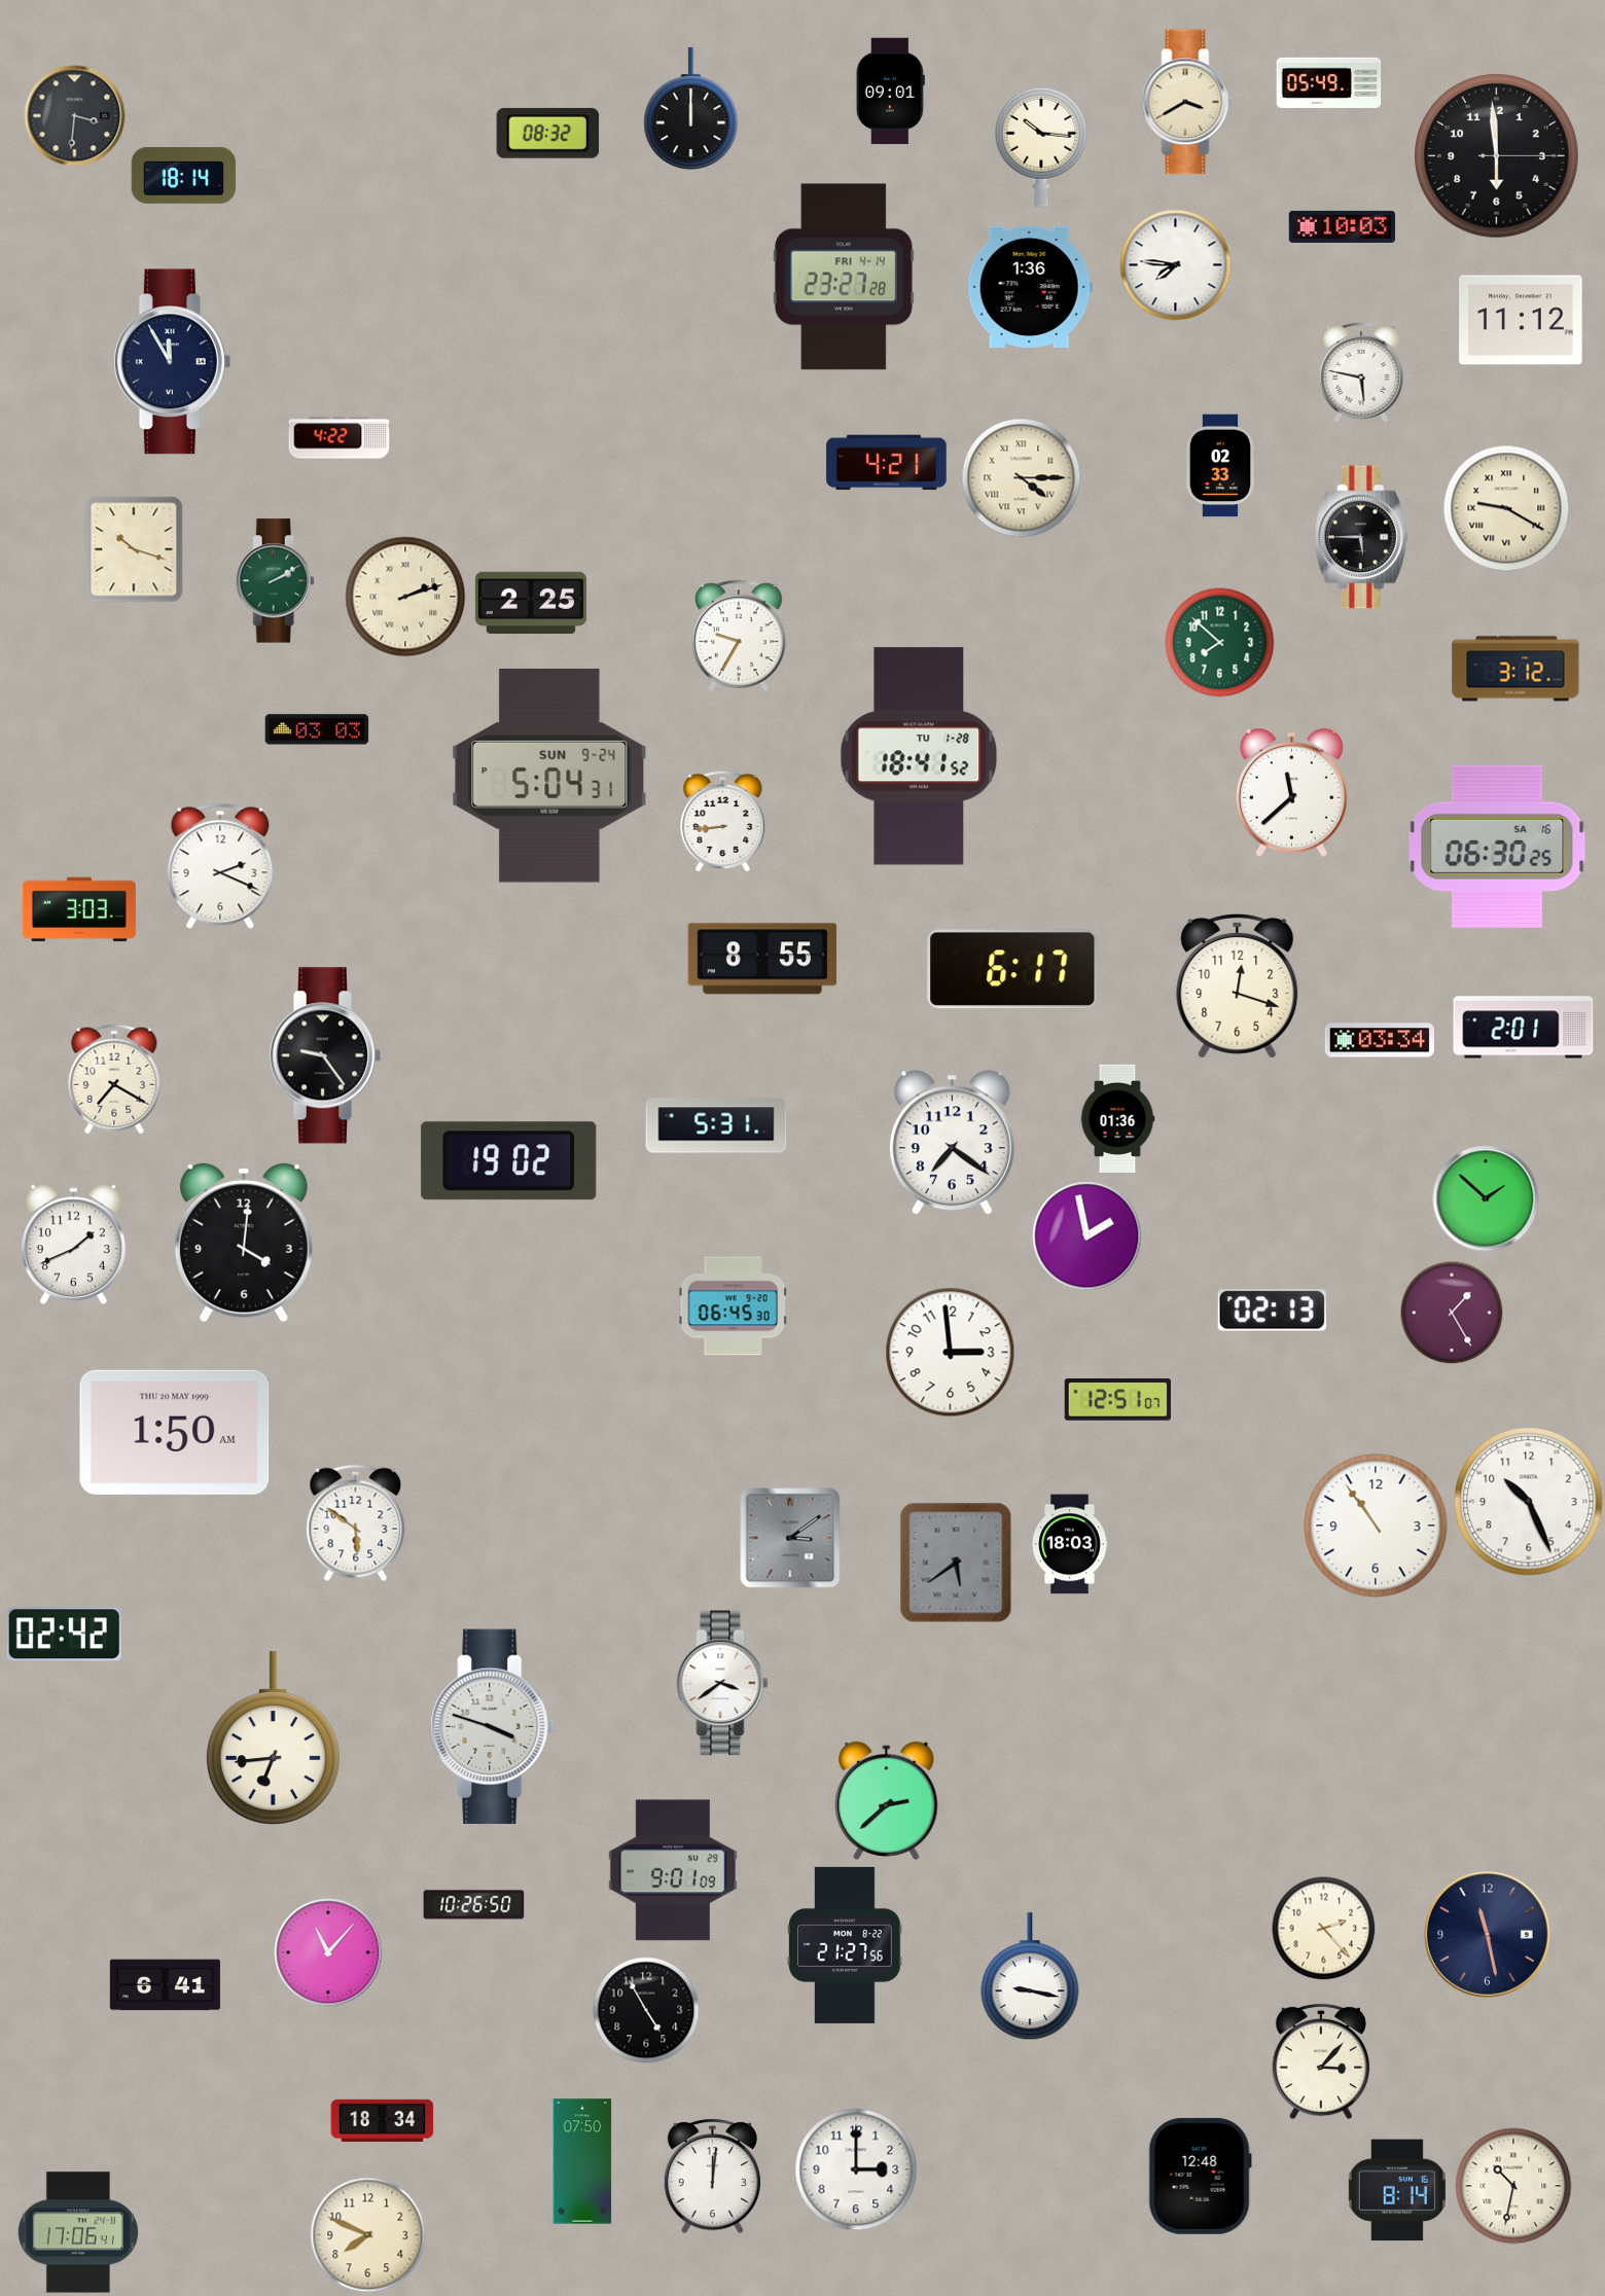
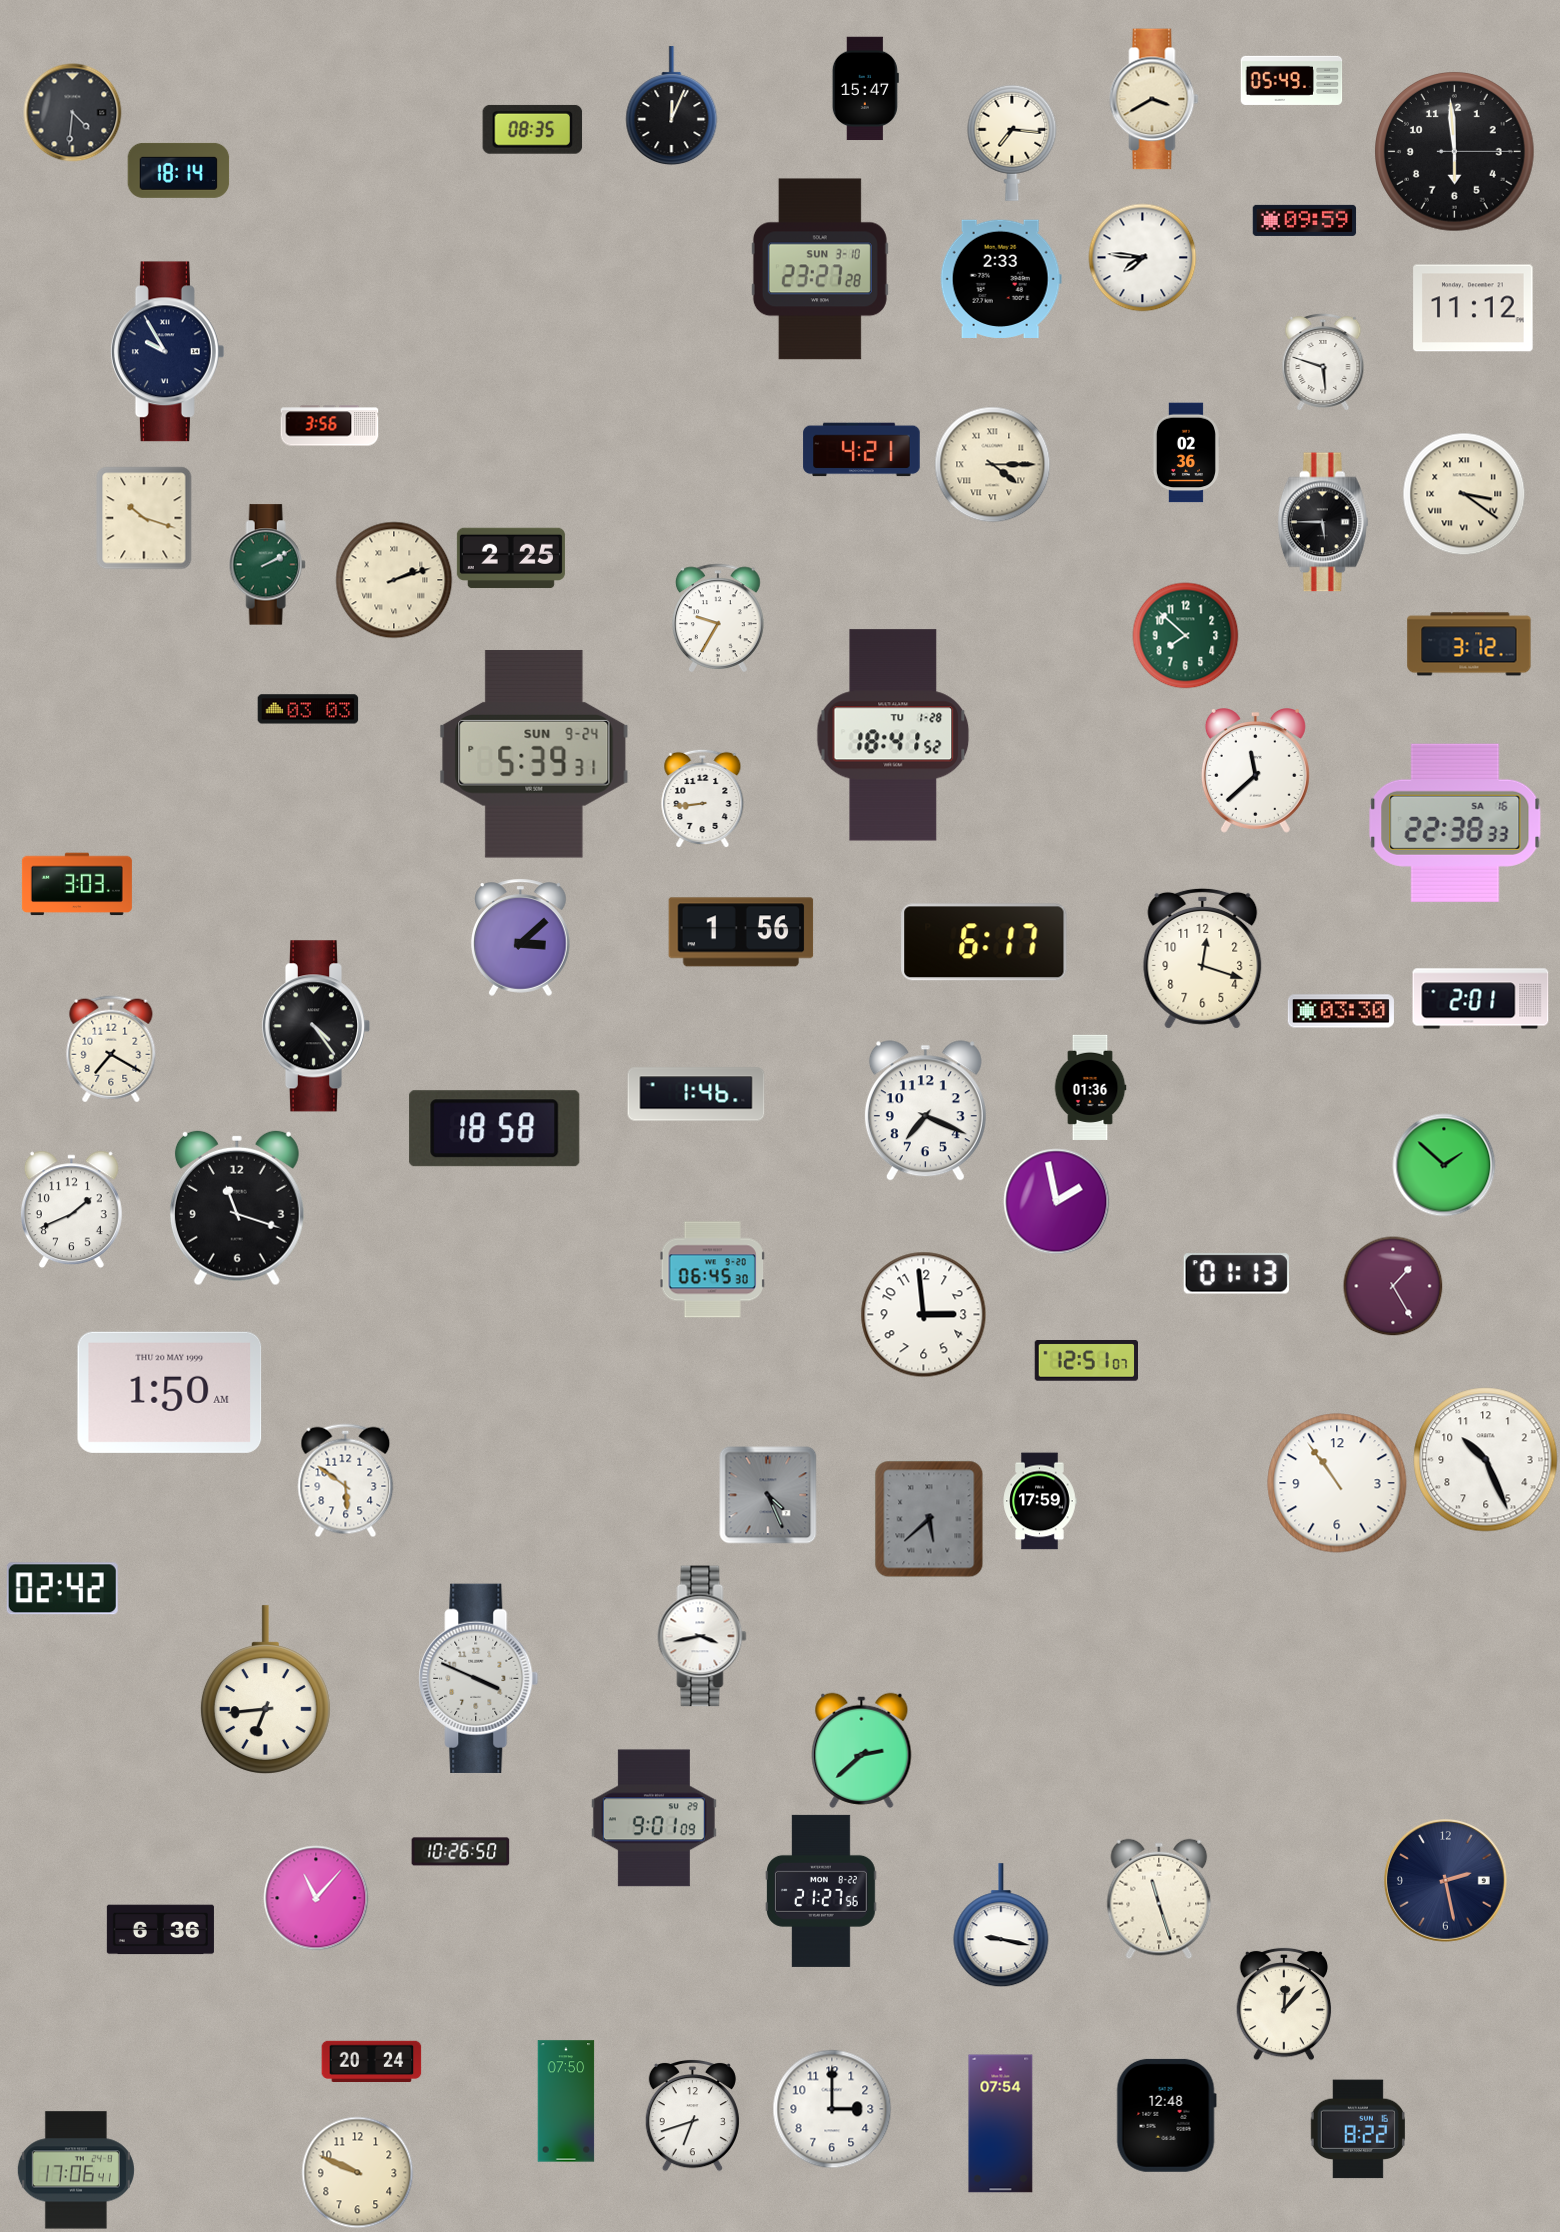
clock at (890, 92): 09:01 -> 15:47
clock at (691, 109): 12:00 -> 12:04
clock at (75, 116): 3:31 -> 4:31
clock at (548, 133): 08:32 -> 08:35
clock at (1041, 147): 10:16 -> 7:16
clock at (1343, 226): 10:03 -> 09:59
clock at (844, 277) date: FRI 4-14 -> SUN 3-10
clock at (1030, 286): 1:36 -> 2:33
clock at (1521, 320) position: (1521, 320) -> (1473, 308)
clock at (172, 362): 11:55 -> 9:55
clock at (1361, 372): 5:47 -> 5:48
clock at (340, 438): 4:22 -> 3:56
clock at (1220, 466): 02:33 -> 02:36
clock at (1506, 508): 9:20 -> 3:21
clock at (134, 549) position: (134, 549) -> (144, 518)
clock at (531, 603) position: (531, 603) -> (511, 558)
clock at (1220, 643) position: (1220, 643) -> (1186, 636)
clock at (1515, 669) position: (1515, 669) -> (1469, 644)
clock at (549, 776): 5:04 -> 5:39
clock at (1497, 847): 06:30 -> 22:38
clock at (220, 866): 2:19 -> none
clock at (762, 959): 8:55 -> 1:56
clock at (521, 937): none -> 3:08
clock at (1380, 1040): 03:34 -> 03:30
clock at (325, 1055): 9:24 -> 4:24
clock at (1117, 1118) position: (1117, 1118) -> (1090, 1087)
clock at (716, 1125): 5:31 -> 1:46
clock at (952, 1143): 7:21 -> 7:19
clock at (509, 1161): 19:02 -> 18:58
clock at (244, 1243): 4:01 -> 11:18
clock at (1272, 1311): 02:13 -> 01:13
clock at (1452, 1313) position: (1452, 1313) -> (1393, 1286)
clock at (790, 1538): 3:09 -> 4:26
clock at (1070, 1544): 18:03 -> 17:59
clock at (956, 1563): 5:39 -> 5:38
clock at (722, 1683): 3:39 -> 3:43
clock at (493, 1726): 3:48 -> 3:49
clock at (1324, 1929): 2:23 -> none
clock at (1487, 1934): 11:28 -> 2:28
clock at (328, 1952) position: (328, 1952) -> (316, 1898)
clock at (1159, 1899): none -> 11:27
clock at (1030, 1977) position: (1030, 1977) -> (1001, 1926)
clock at (165, 1985): 6:41 -> 6:36
clock at (646, 2010): 4:55 -> none
clock at (1321, 2061): 3:07 -> 12:07
clock at (383, 2120): 18:34 -> 20:24
clock at (712, 2177): 12:01 -> 6:42
clock at (1001, 2124): none -> 07:54
clock at (1513, 2186): 10:32 -> none
clock at (1397, 2190): 8:14 -> 8:22
clock at (368, 2235): 7:49 -> 9:49
